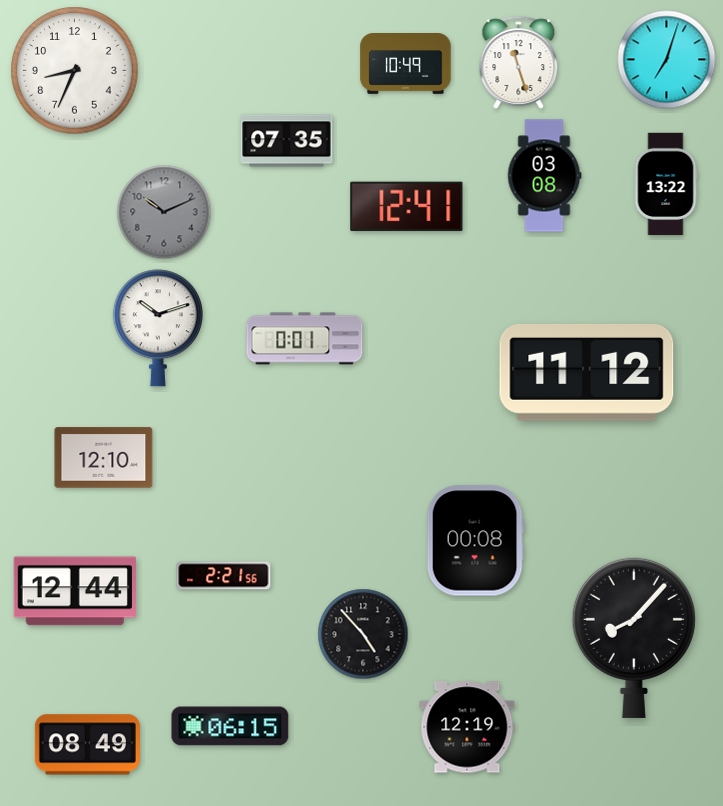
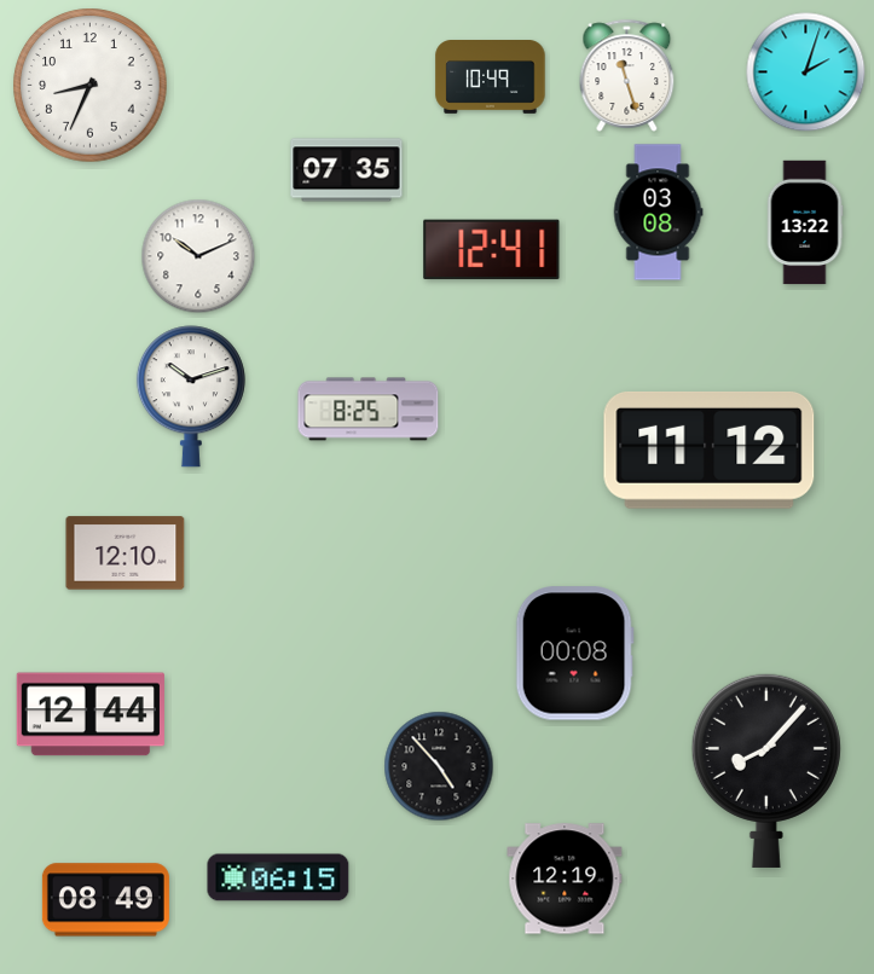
clock at (667, 60): 7:03 -> 2:03
clock at (164, 212) dial: grey -> white
clock at (305, 339): 0:01 -> 8:25
clock at (224, 576): 2:21 -> none
